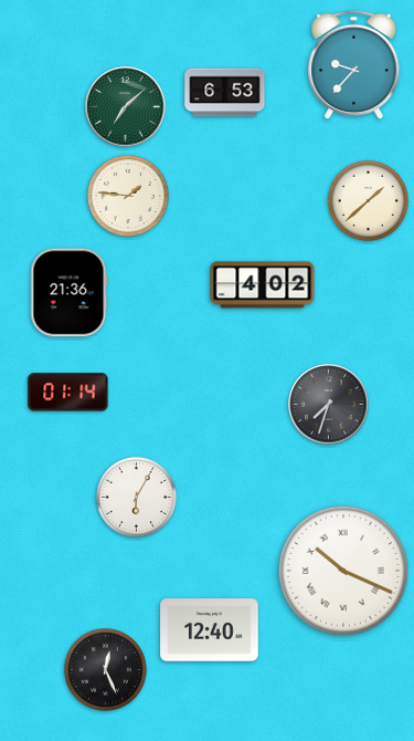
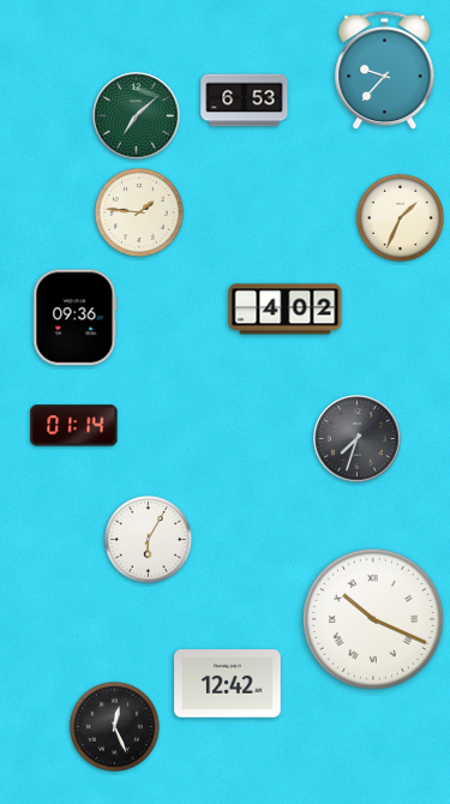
clock at (368, 200): 1:38 -> 1:34
clock at (70, 293): 21:36 -> 09:36
clock at (210, 630): 12:40 -> 12:42
